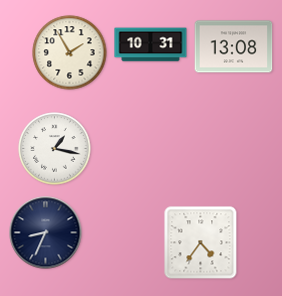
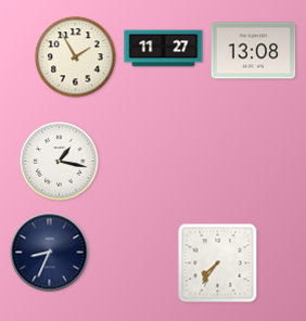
clock at (151, 45): 10:31 -> 11:27
clock at (201, 243): 4:36 -> 7:36
